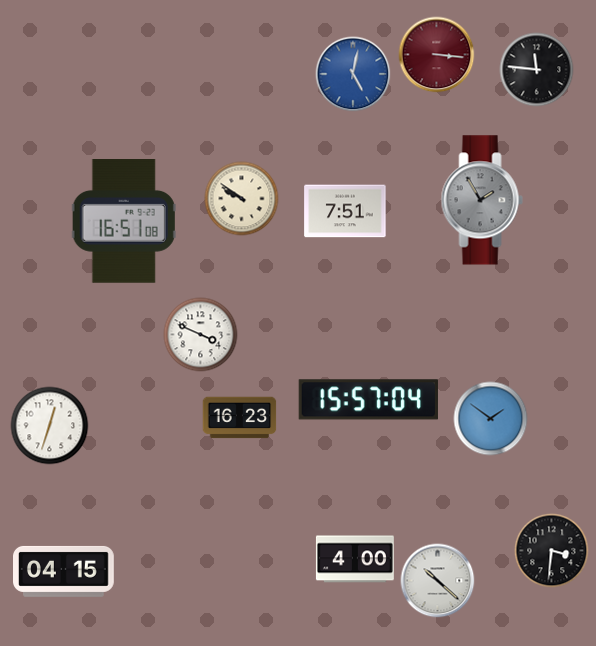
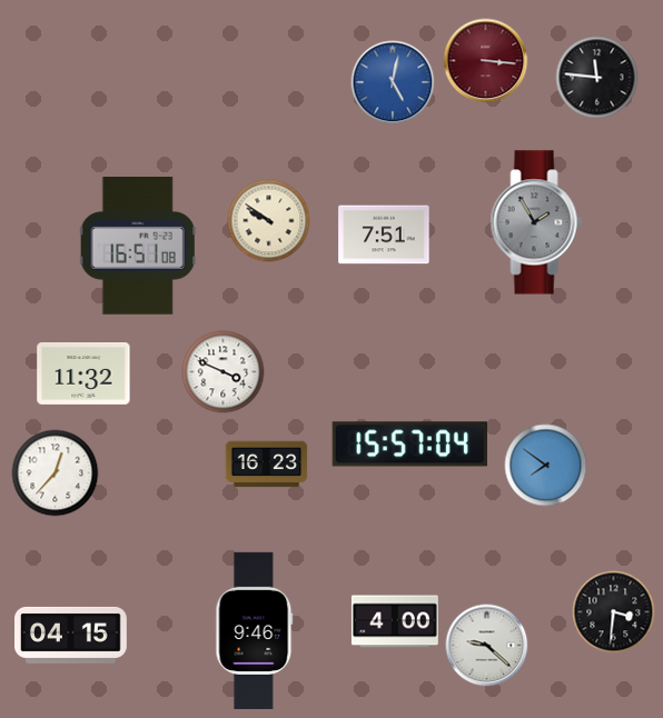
clock at (83, 375): none -> 11:32
clock at (491, 419): 1:51 -> 7:51
clock at (50, 426): 12:33 -> 12:37
clock at (255, 630): none -> 9:46
clock at (438, 581): 10:22 -> 9:22
